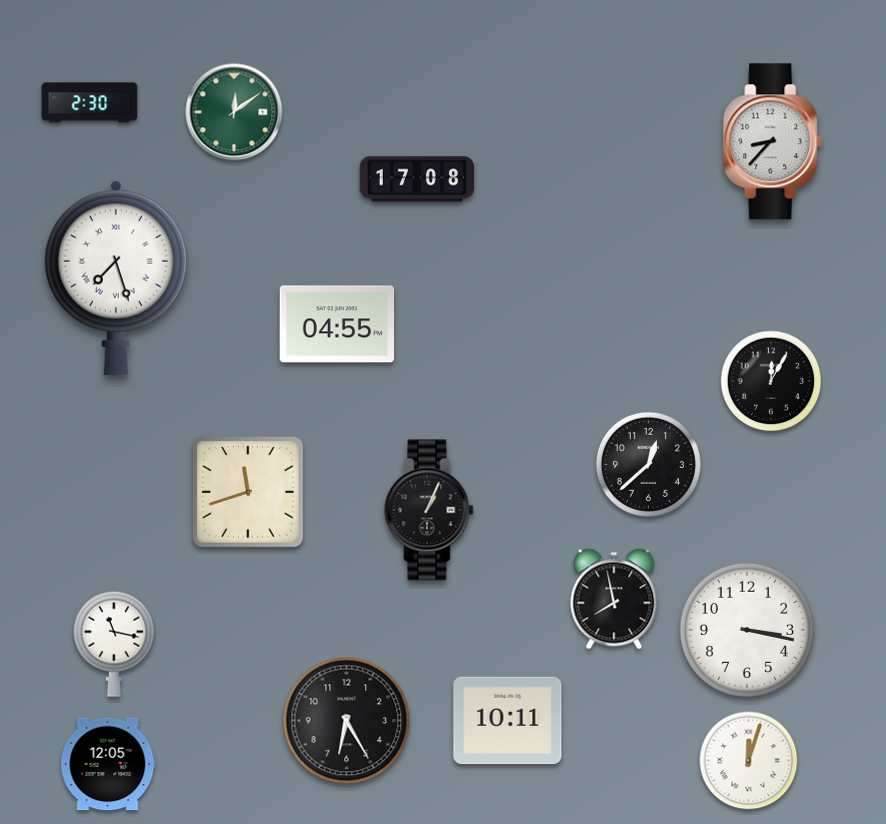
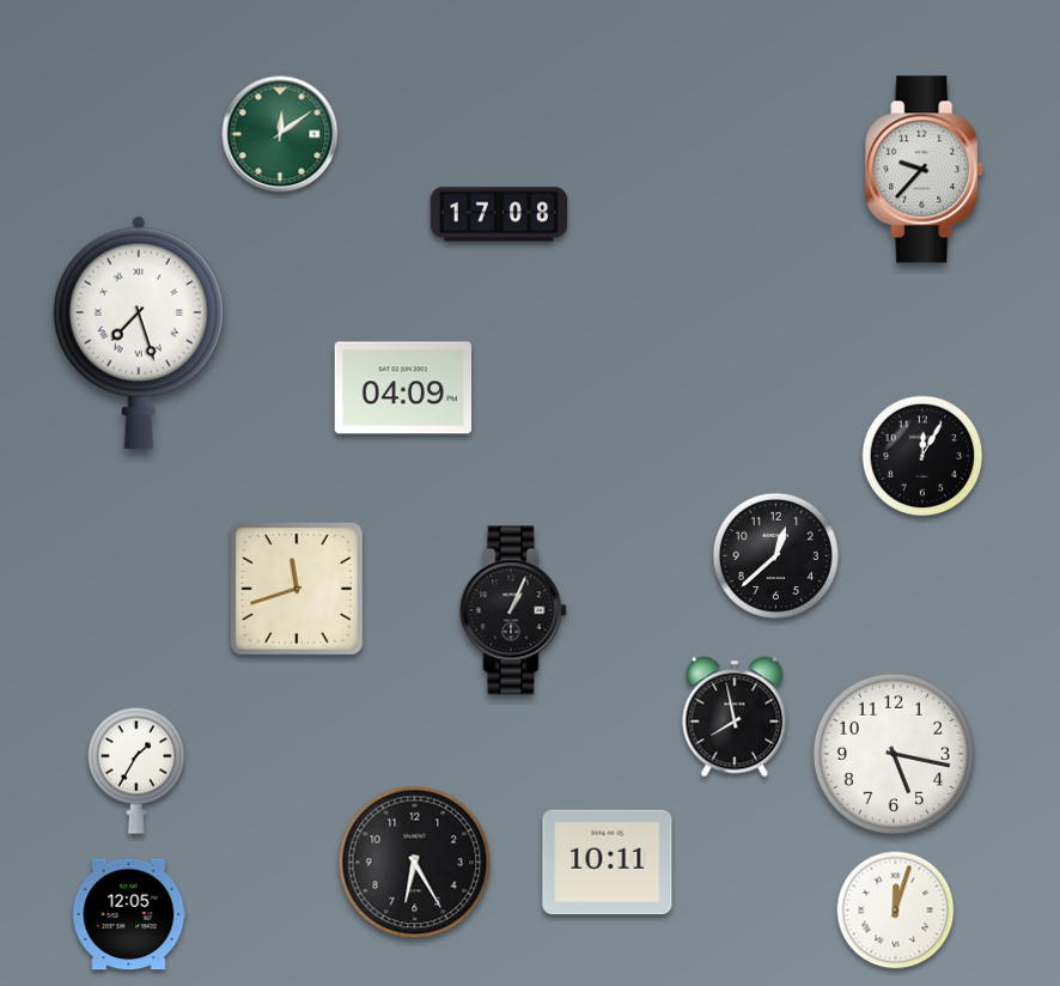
clock at (90, 103): 2:30 -> none
clock at (773, 142): 8:37 -> 9:37
clock at (337, 324): 04:55 -> 04:09
clock at (747, 630): 3:17 -> 5:17
clock at (114, 644): 11:17 -> 1:35
